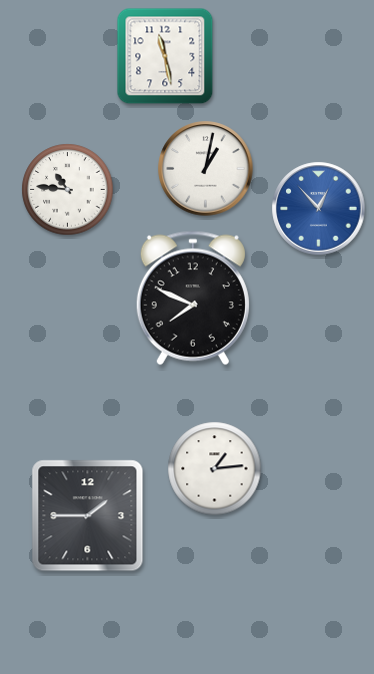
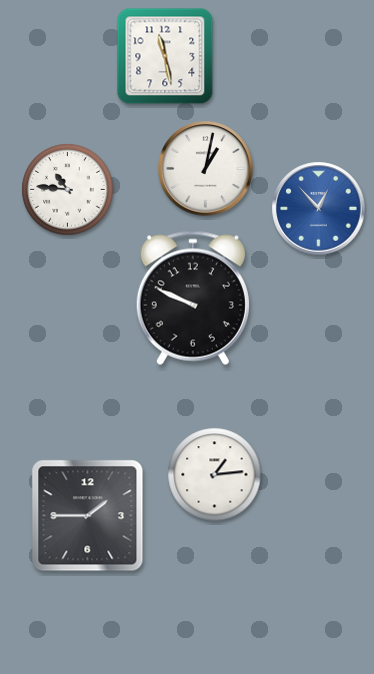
clock at (193, 298): 7:49 -> 9:49
clock at (215, 469) position: (215, 469) -> (215, 475)
